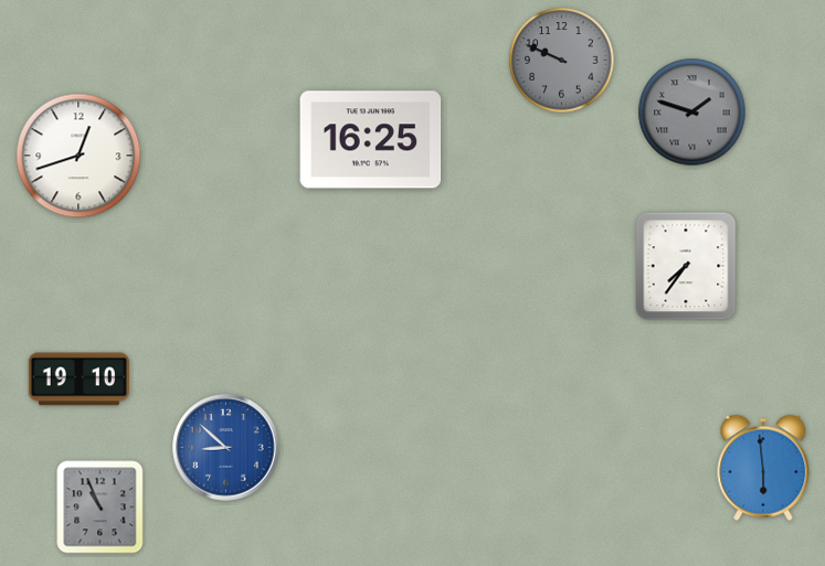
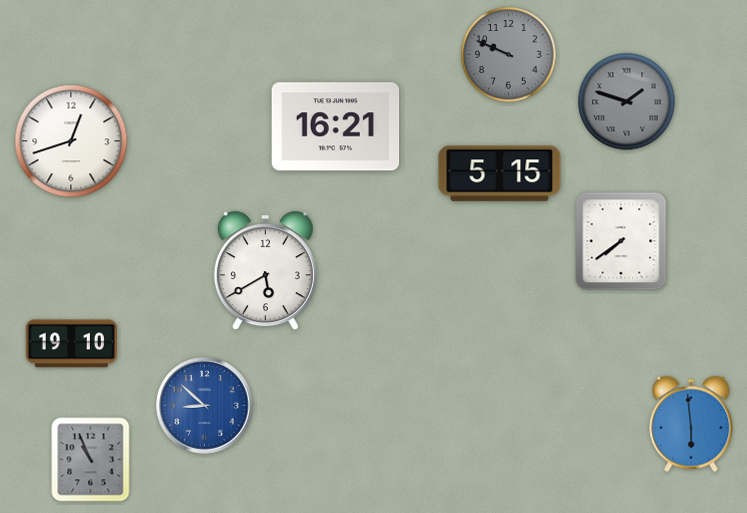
clock at (371, 140): 16:25 -> 16:21
clock at (500, 174): none -> 5:15
clock at (686, 266): 7:36 -> 7:39
clock at (265, 271): none -> 5:40
